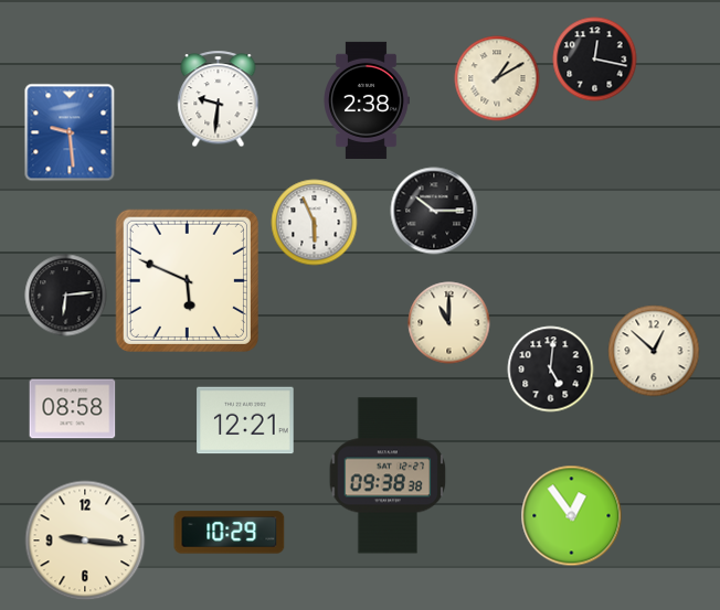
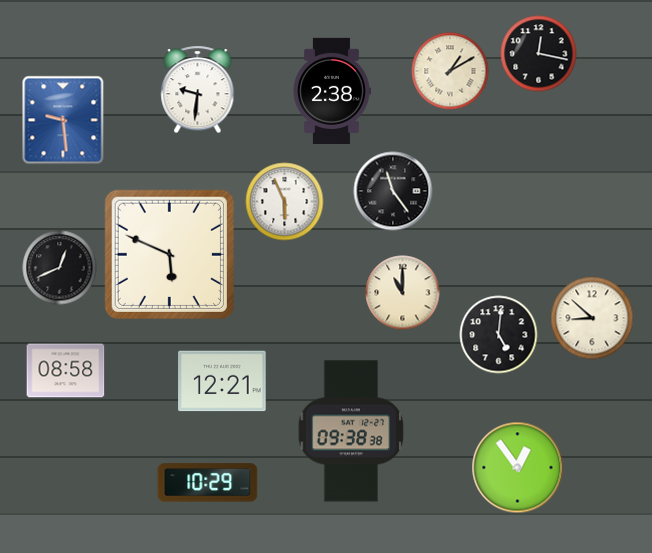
clock at (434, 211): 10:15 -> 11:24
clock at (66, 296): 6:14 -> 12:41
clock at (449, 323) position: (449, 323) -> (403, 293)
clock at (654, 351): 12:52 -> 8:52
clock at (85, 541): 9:16 -> none
